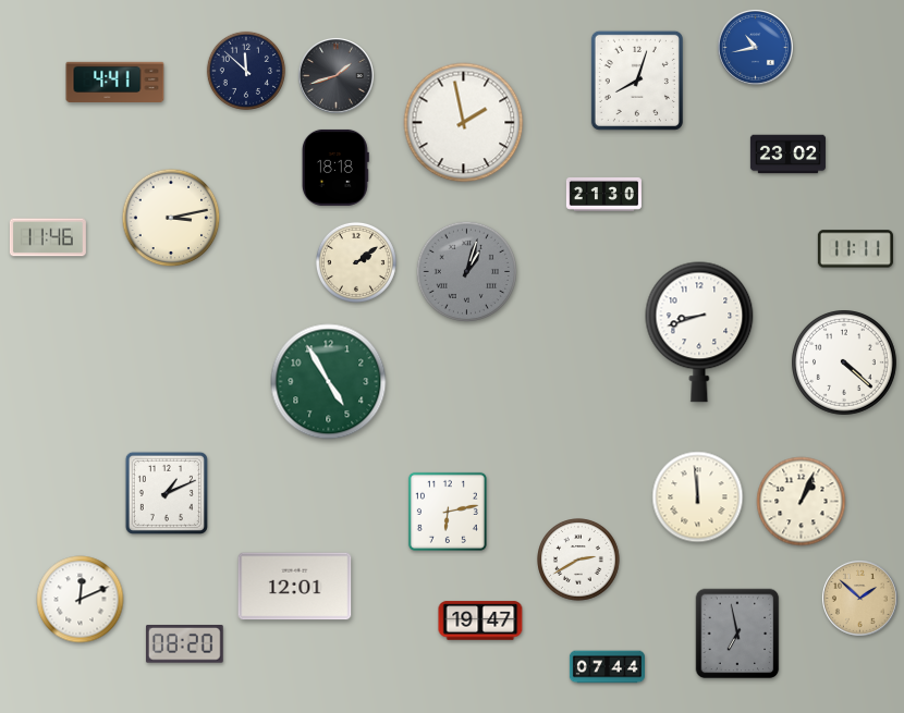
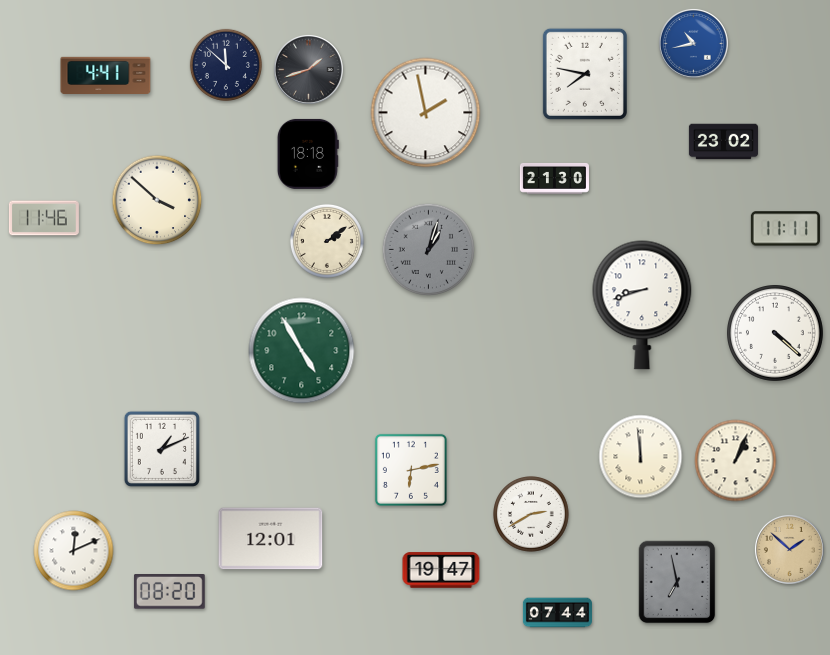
clock at (637, 81): 8:03 -> 7:47
clock at (171, 218): 3:13 -> 3:52
clock at (167, 493) position: (167, 493) -> (162, 449)
